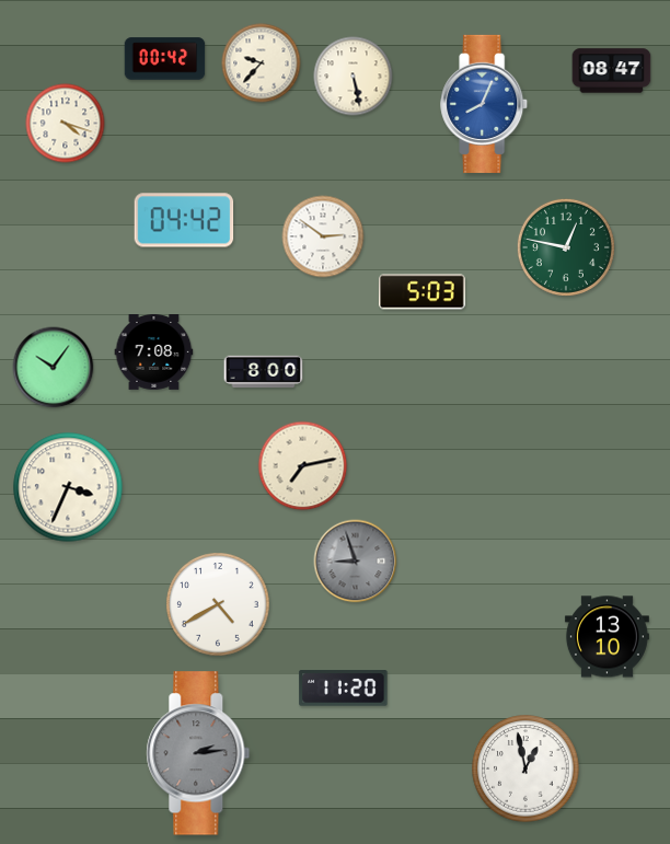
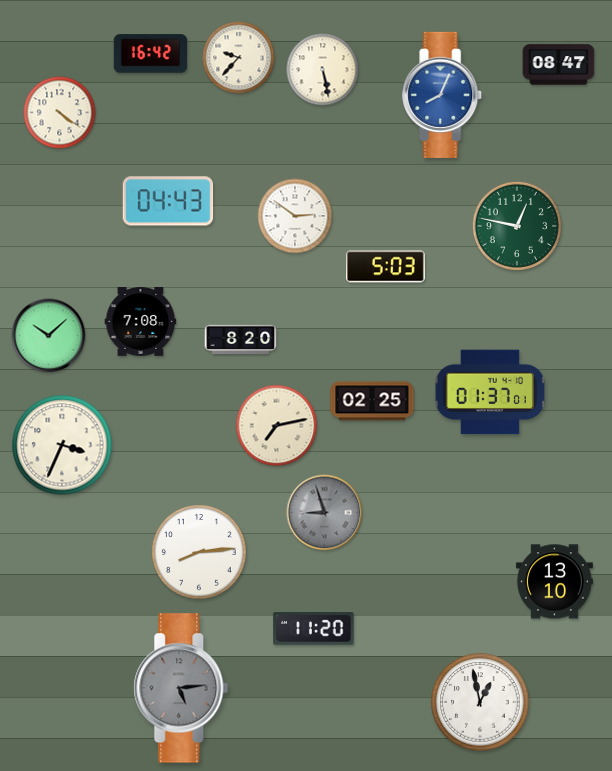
clock at (165, 59): 00:42 -> 16:42
clock at (66, 124): 4:18 -> 4:21
clock at (184, 220): 04:42 -> 04:43
clock at (54, 368): 10:06 -> 10:08
clock at (264, 371): 8:00 -> 8:20
clock at (490, 392): none -> 01:37
clock at (372, 401): none -> 02:25
clock at (219, 605): 4:40 -> 8:14
clock at (198, 753): 2:14 -> 5:14
